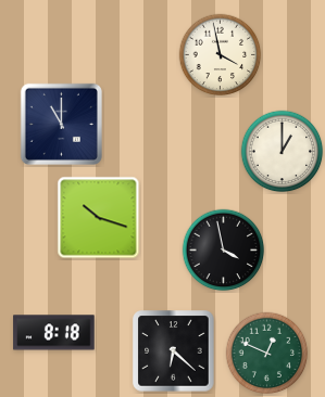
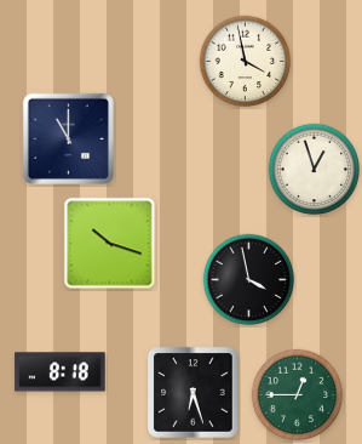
clock at (283, 152): 1:00 -> 12:57
clock at (174, 351): 6:22 -> 6:27
clock at (267, 354): 12:49 -> 12:45
